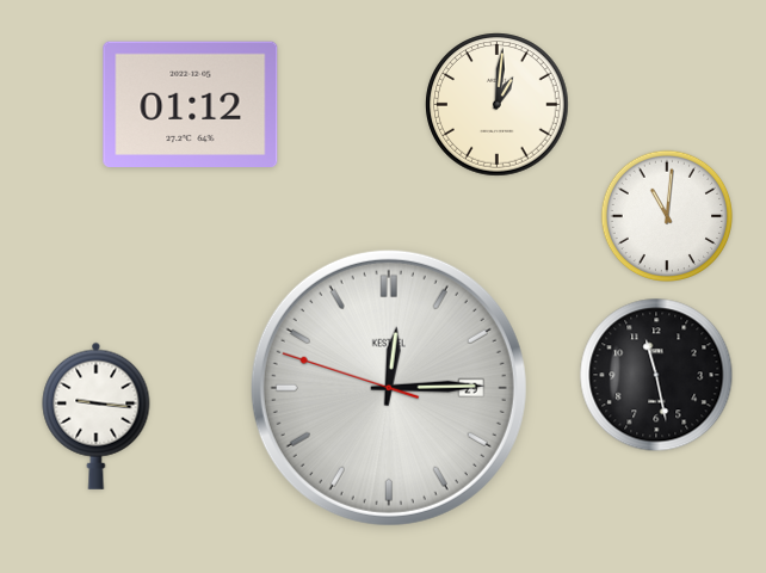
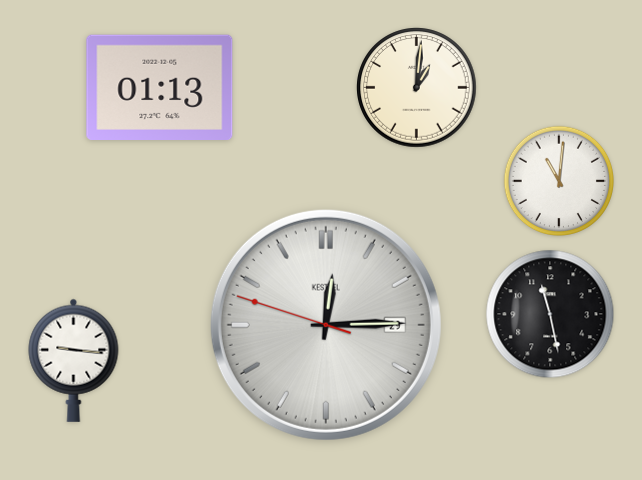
clock at (191, 104): 01:12 -> 01:13
clock at (97, 415) position: (97, 415) -> (74, 360)
